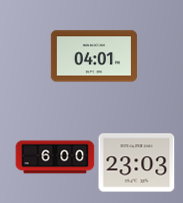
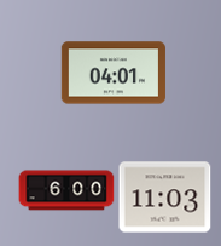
clock at (94, 56) position: (94, 56) -> (114, 73)
clock at (137, 163): 23:03 -> 11:03
